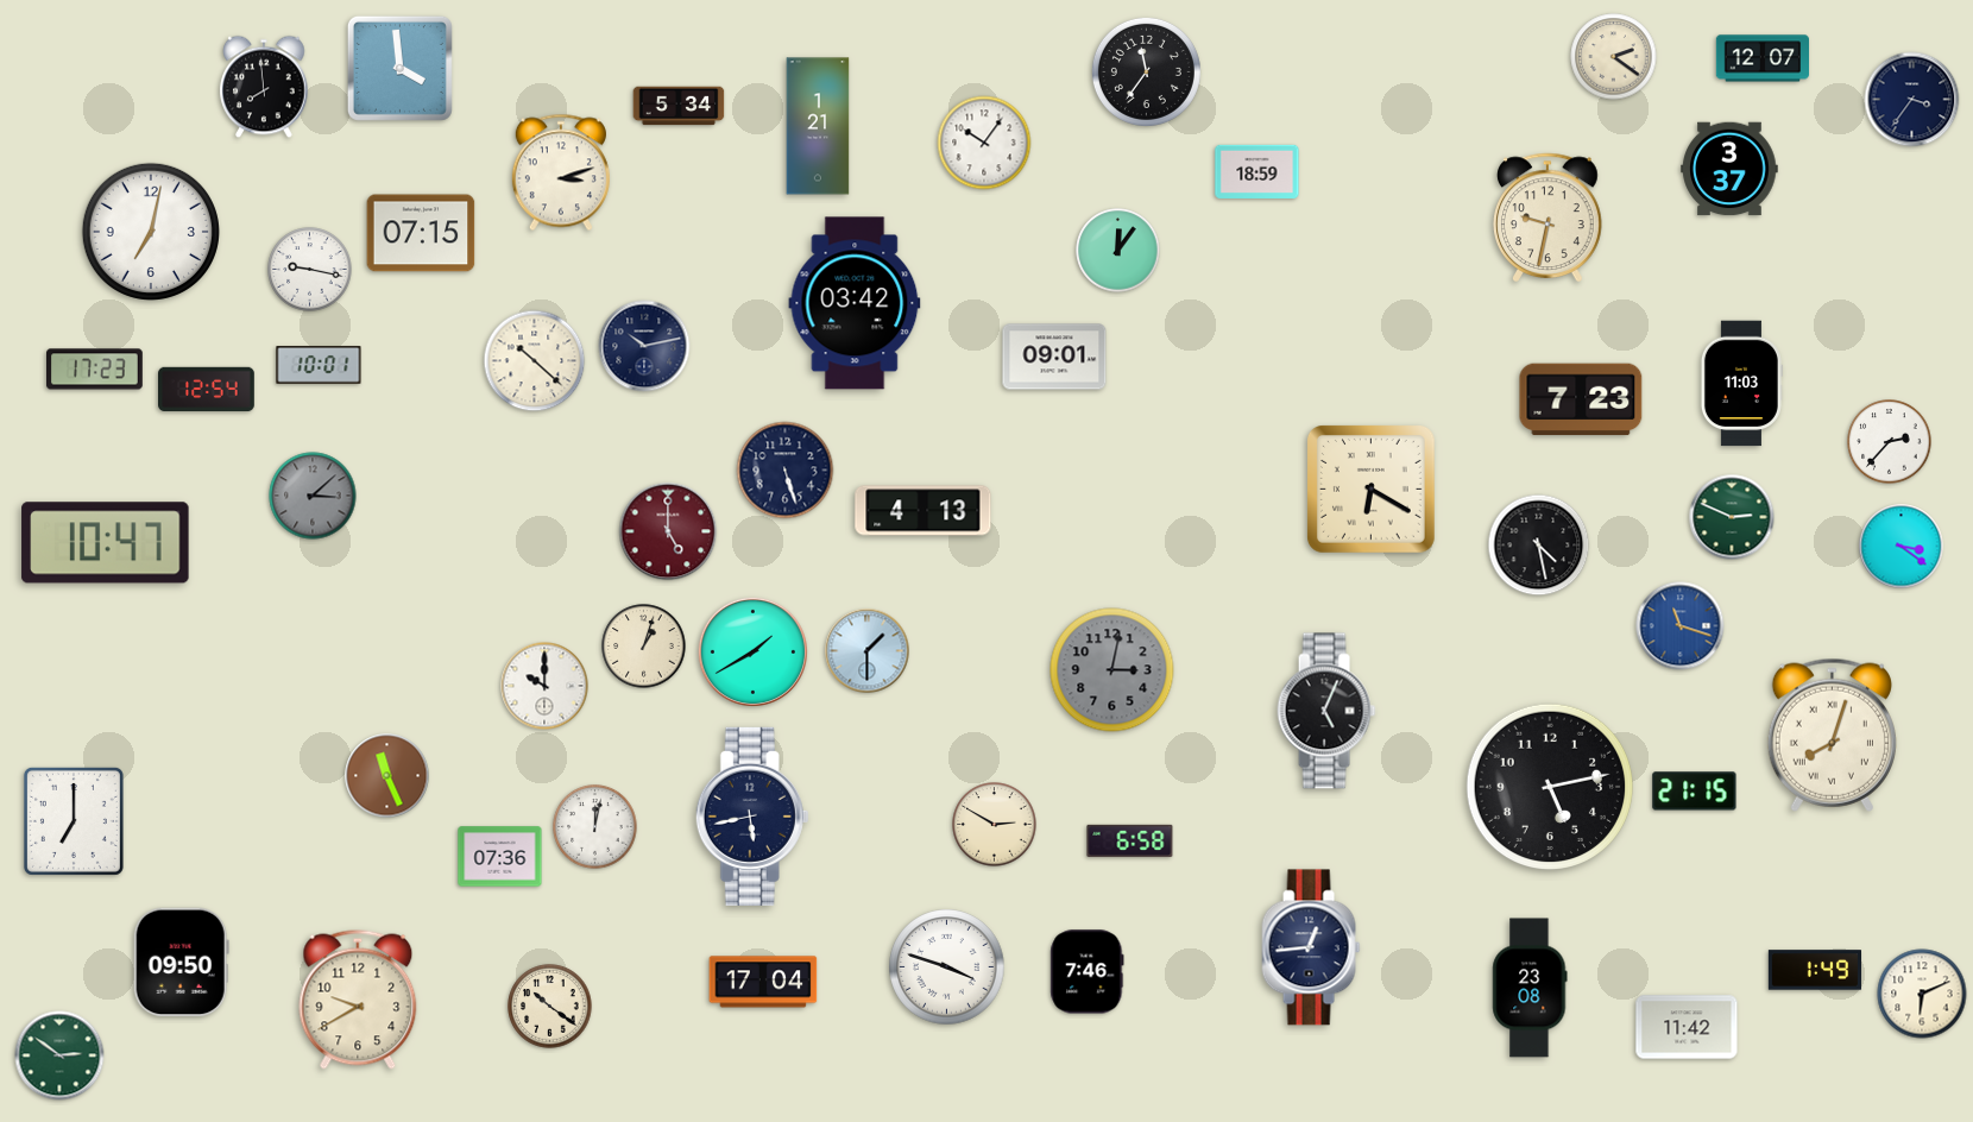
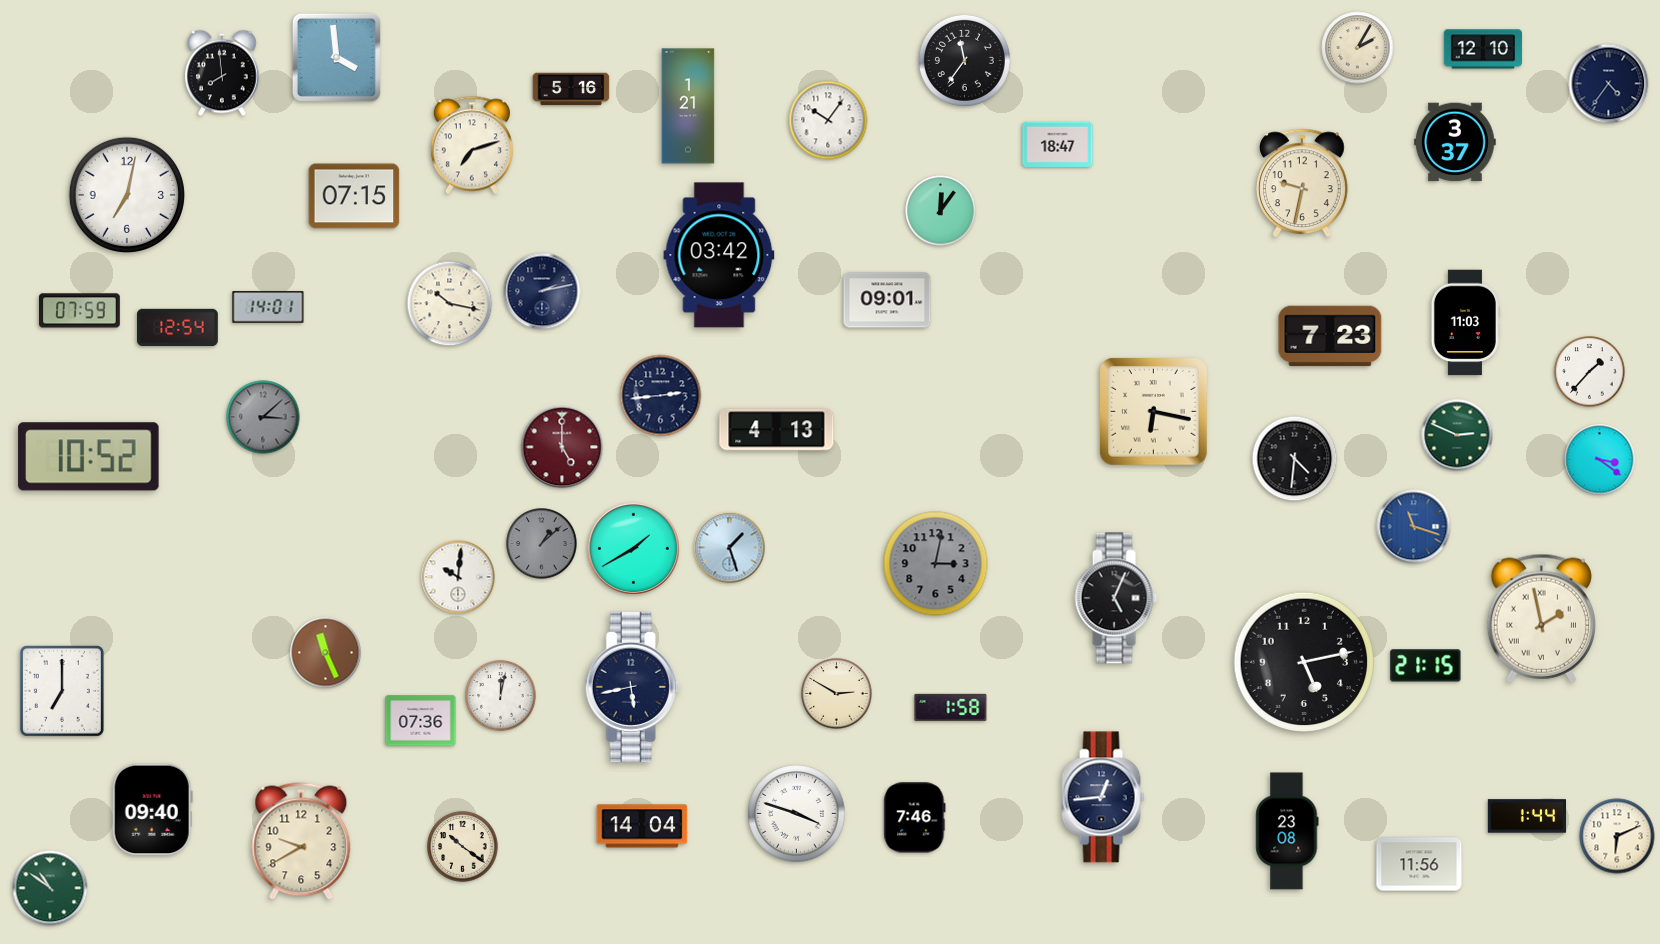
clock at (1614, 57): 2:21 -> 2:05
clock at (1761, 58): 12:07 -> 12:10
clock at (1912, 100): 3:36 -> 4:36
clock at (679, 106): 5:34 -> 5:16
clock at (1257, 171): 18:59 -> 18:47
clock at (561, 172): 3:12 -> 7:12
clock at (310, 270): 9:17 -> none
clock at (644, 346): 10:13 -> 2:13
clock at (535, 361): 10:22 -> 10:17
clock at (319, 365): 10:01 -> 14:01
clock at (95, 370): 17:23 -> 07:59
clock at (207, 390) position: (207, 390) -> (178, 328)
clock at (1890, 442): 2:37 -> 1:37
clock at (786, 471): 5:27 -> 2:44
clock at (1372, 490): 6:20 -> 6:17
clock at (106, 543): 10:47 -> 10:52
clock at (1539, 546): 4:28 -> 4:31
clock at (644, 647): 1:03 -> 1:08
clock at (644, 647) dial: cream -> grey
clock at (868, 651): 1:30 -> 1:27
clock at (544, 686): 10:00 -> 10:01
clock at (1832, 735): 8:03 -> 1:58
clock at (1130, 840): 6:58 -> 1:58
clock at (181, 963): 09:50 -> 09:40
clock at (1814, 970): 1:49 -> 1:44
clock at (763, 982): 17:04 -> 14:04
clock at (1687, 1027): 11:42 -> 11:56
clock at (59, 1055): 2:51 -> 10:51
